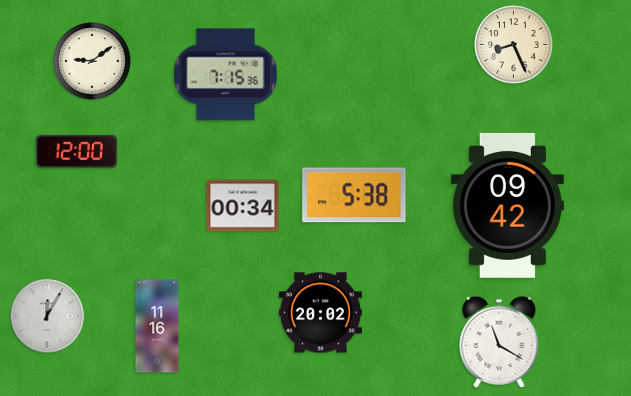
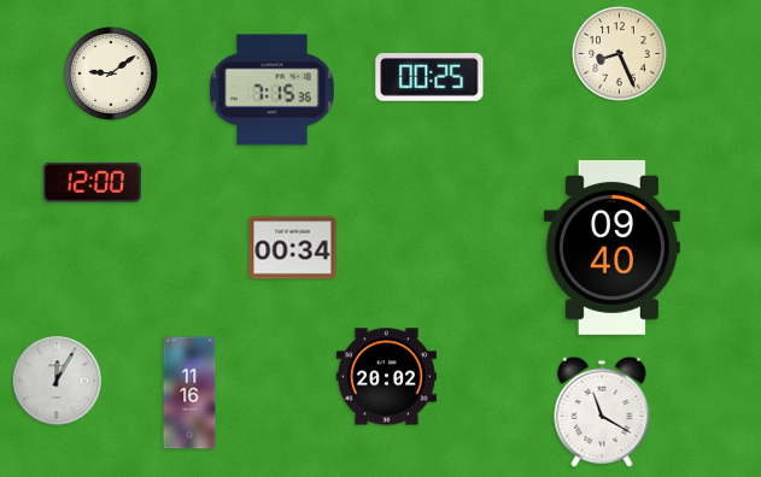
clock at (429, 77): none -> 00:25
clock at (354, 195): 5:38 -> none
clock at (507, 205): 09:42 -> 09:40
